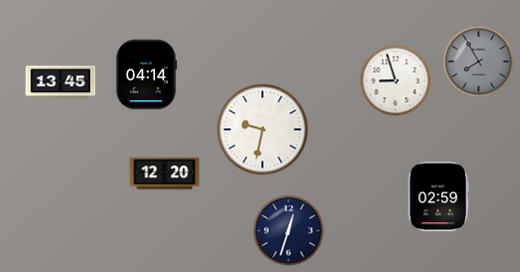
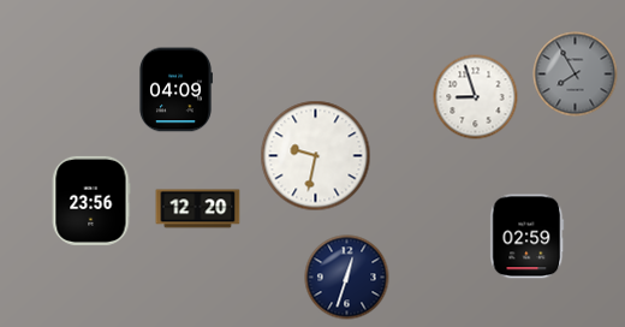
clock at (146, 75): 04:14 -> 04:09
clock at (61, 83): 13:45 -> none
clock at (91, 201): none -> 23:56
